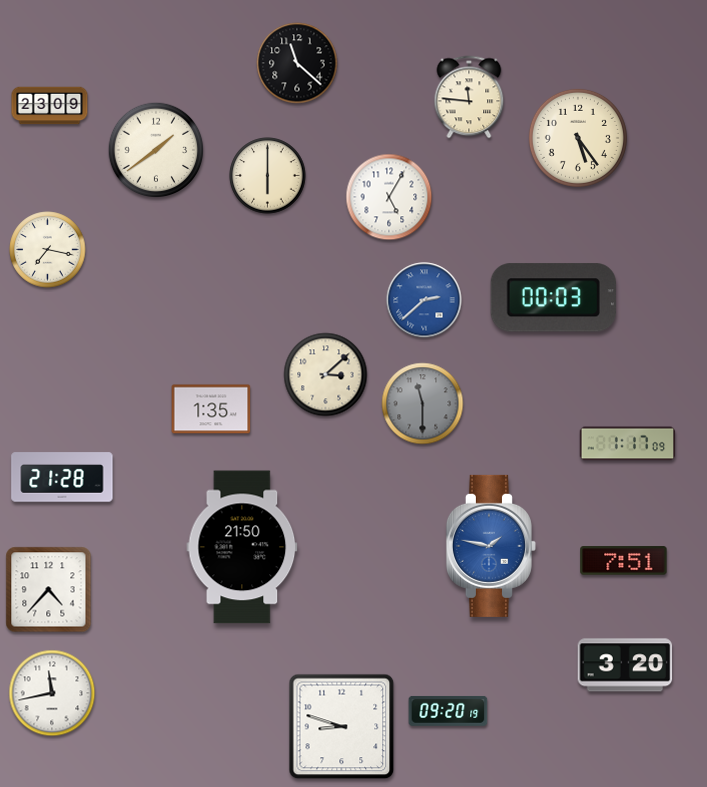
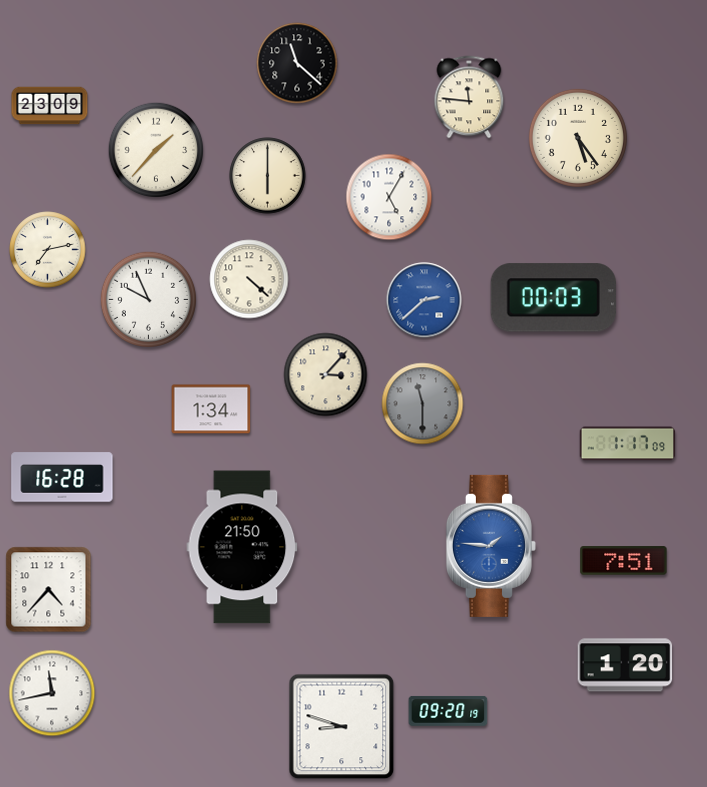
clock at (156, 150): 1:39 -> 1:37
clock at (48, 250): 7:17 -> 7:13
clock at (249, 279): none -> 4:22
clock at (148, 299): none -> 9:56
clock at (326, 375): 3:08 -> 3:07
clock at (211, 409): 1:35 -> 1:34
clock at (62, 477): 21:28 -> 16:28
clock at (491, 546): 1:47 -> 1:46
clock at (625, 665): 3:20 -> 1:20
